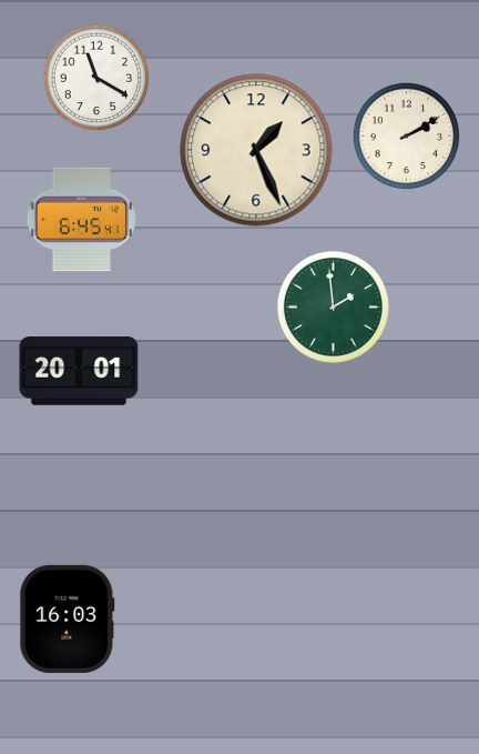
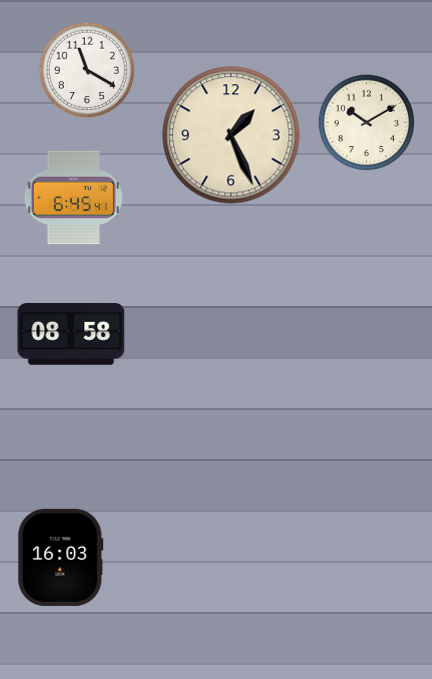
clock at (407, 137): 2:10 -> 10:10
clock at (333, 306): 1:59 -> none
clock at (79, 372): 20:01 -> 08:58
